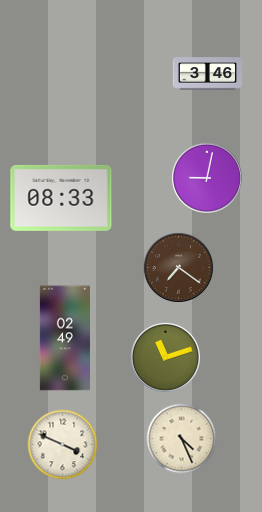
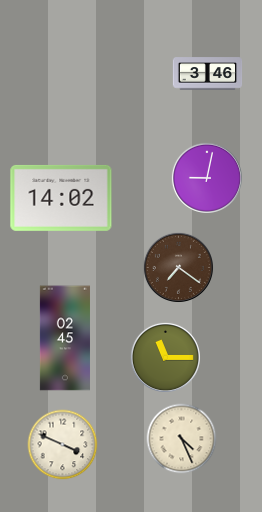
clock at (61, 198): 08:33 -> 14:02
clock at (65, 338): 02:49 -> 02:45
clock at (165, 357): 11:12 -> 11:15
